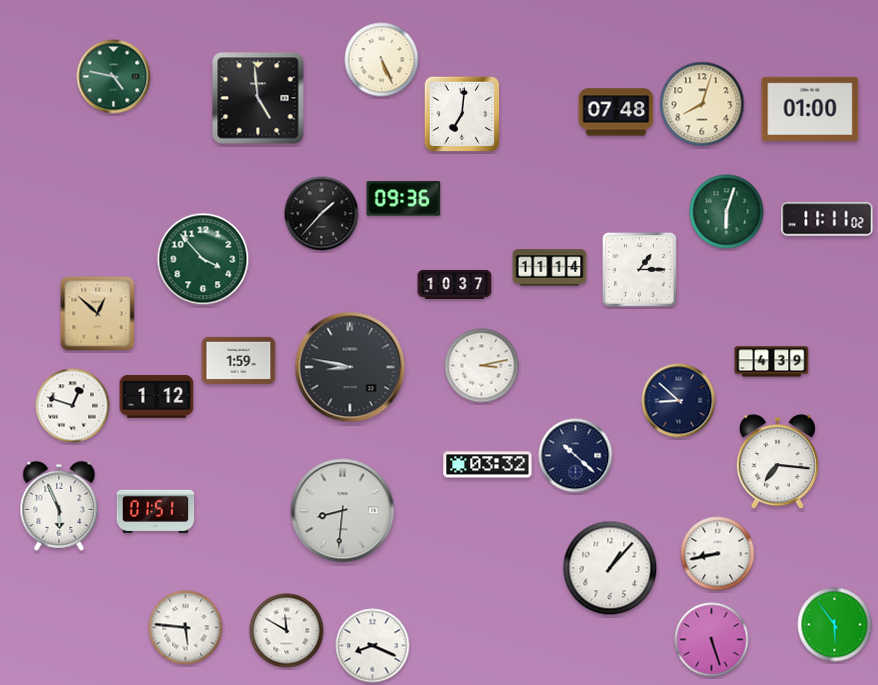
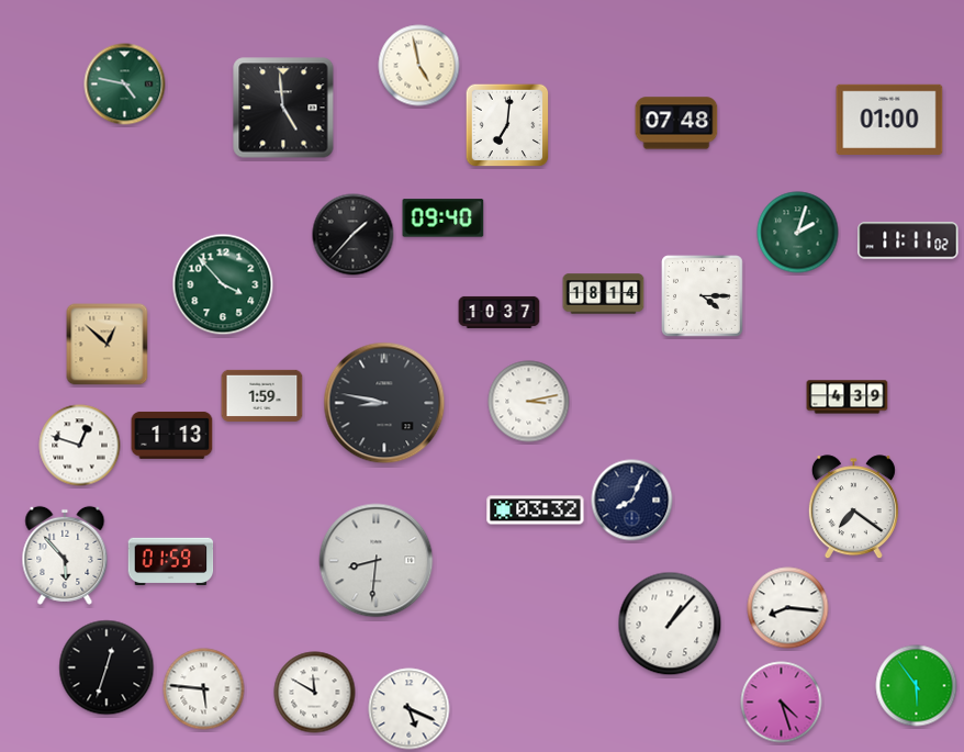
clock at (382, 60): 5:26 -> 4:58
clock at (702, 104): 8:03 -> none
clock at (404, 199): 09:36 -> 09:40
clock at (727, 212): 6:03 -> 2:03
clock at (550, 268): 11:14 -> 18:14
clock at (640, 270): 1:15 -> 4:15
clock at (157, 397): 1:12 -> 1:13
clock at (679, 401): 8:52 -> none
clock at (576, 456): 10:22 -> 8:04
clock at (777, 462): 7:16 -> 7:21
clock at (59, 506): 5:56 -> 5:53
clock at (156, 511): 01:51 -> 01:59
clock at (718, 554): 8:43 -> 8:16
clock at (107, 667): none -> 12:33
clock at (712, 640): 5:27 -> 4:27
clock at (373, 646): 8:19 -> 5:19
